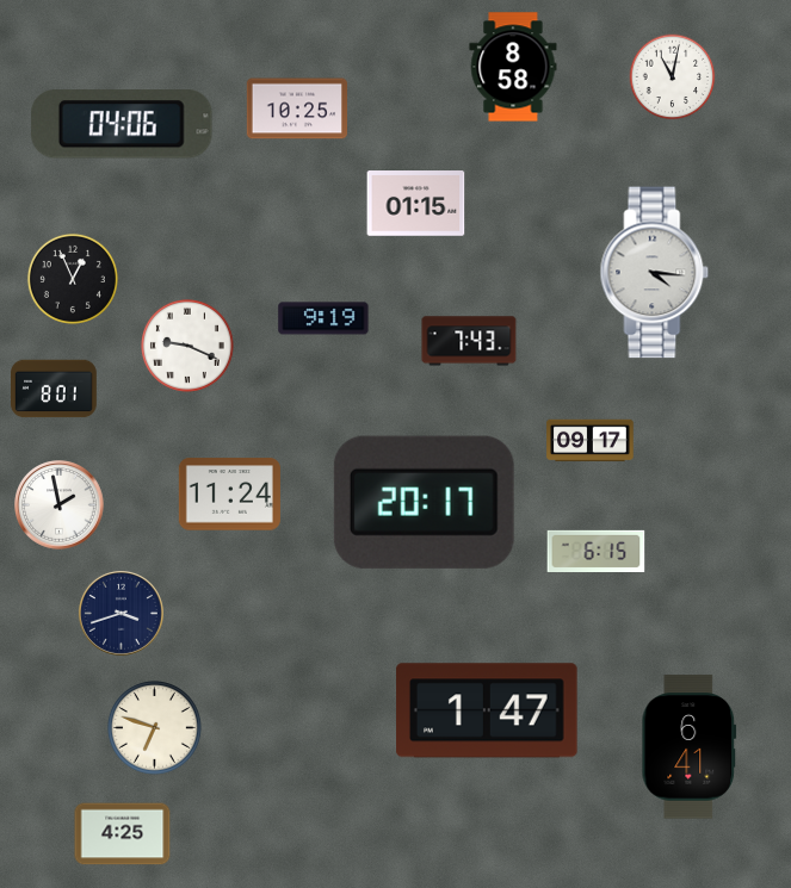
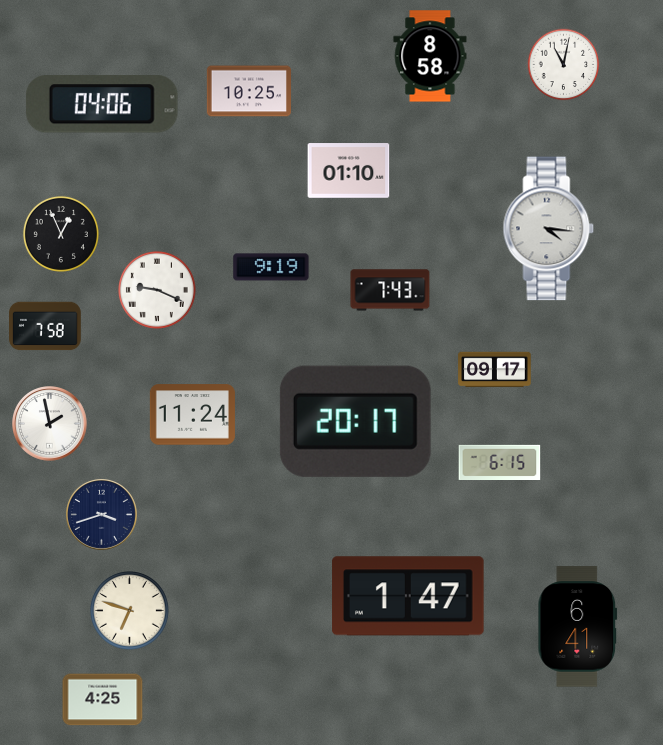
clock at (416, 204): 01:15 -> 01:10
clock at (469, 341) position: (469, 341) -> (390, 290)
clock at (54, 389): 8:01 -> 7:58
